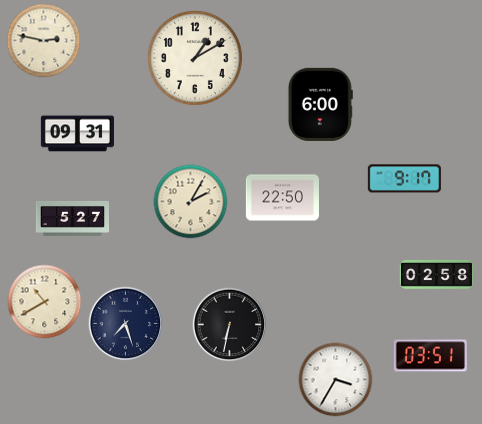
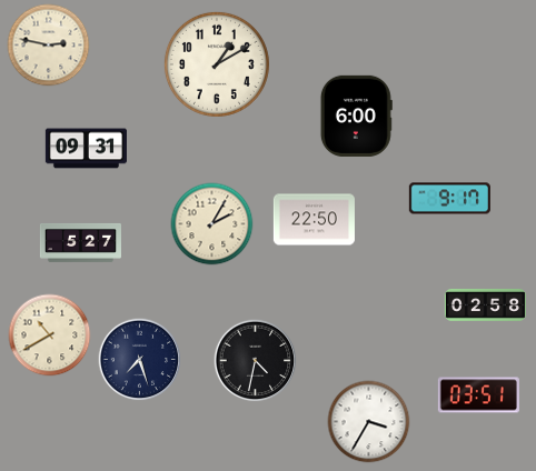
clock at (230, 325): 6:32 -> 4:32
clock at (336, 380) position: (336, 380) -> (369, 422)
